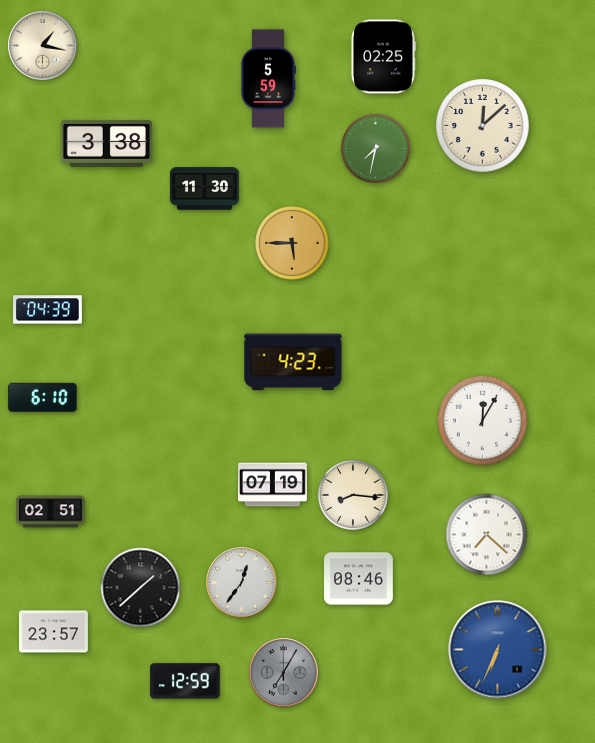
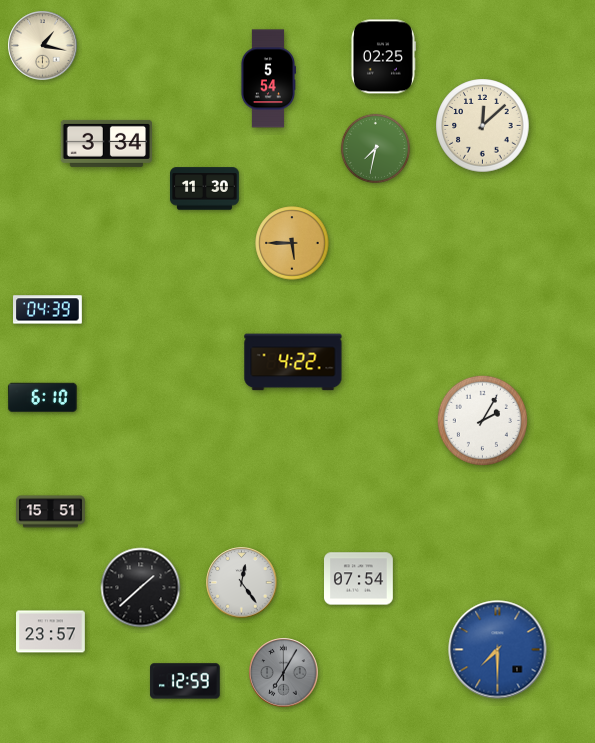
clock at (267, 79): 5:59 -> 5:54
clock at (107, 143): 3:38 -> 3:34
clock at (293, 362): 4:23 -> 4:22
clock at (482, 420): 12:05 -> 2:05
clock at (273, 485): 07:19 -> none
clock at (353, 495): 8:16 -> none
clock at (51, 512): 02:51 -> 15:51
clock at (487, 535): 7:22 -> none
clock at (359, 579): 08:46 -> 07:54
clock at (242, 583): 12:36 -> 12:24
clock at (54, 632) position: (54, 632) -> (51, 632)
clock at (498, 650): 6:34 -> 7:30
